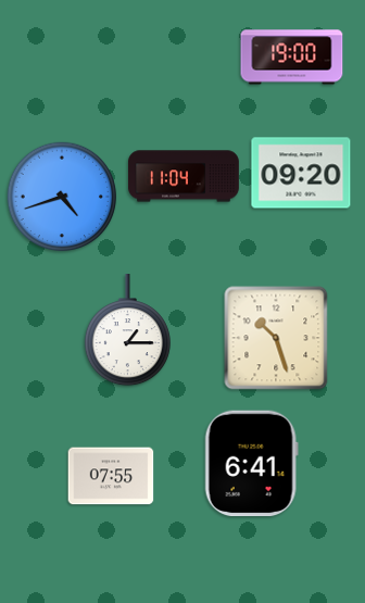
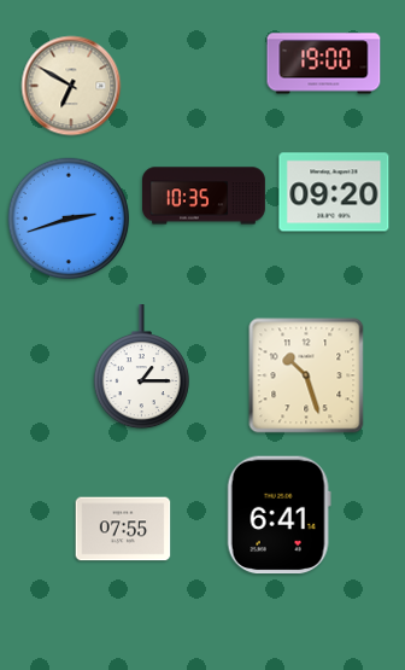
clock at (71, 86): none -> 6:50
clock at (185, 176): 11:04 -> 10:35
clock at (62, 197): 4:42 -> 2:42
